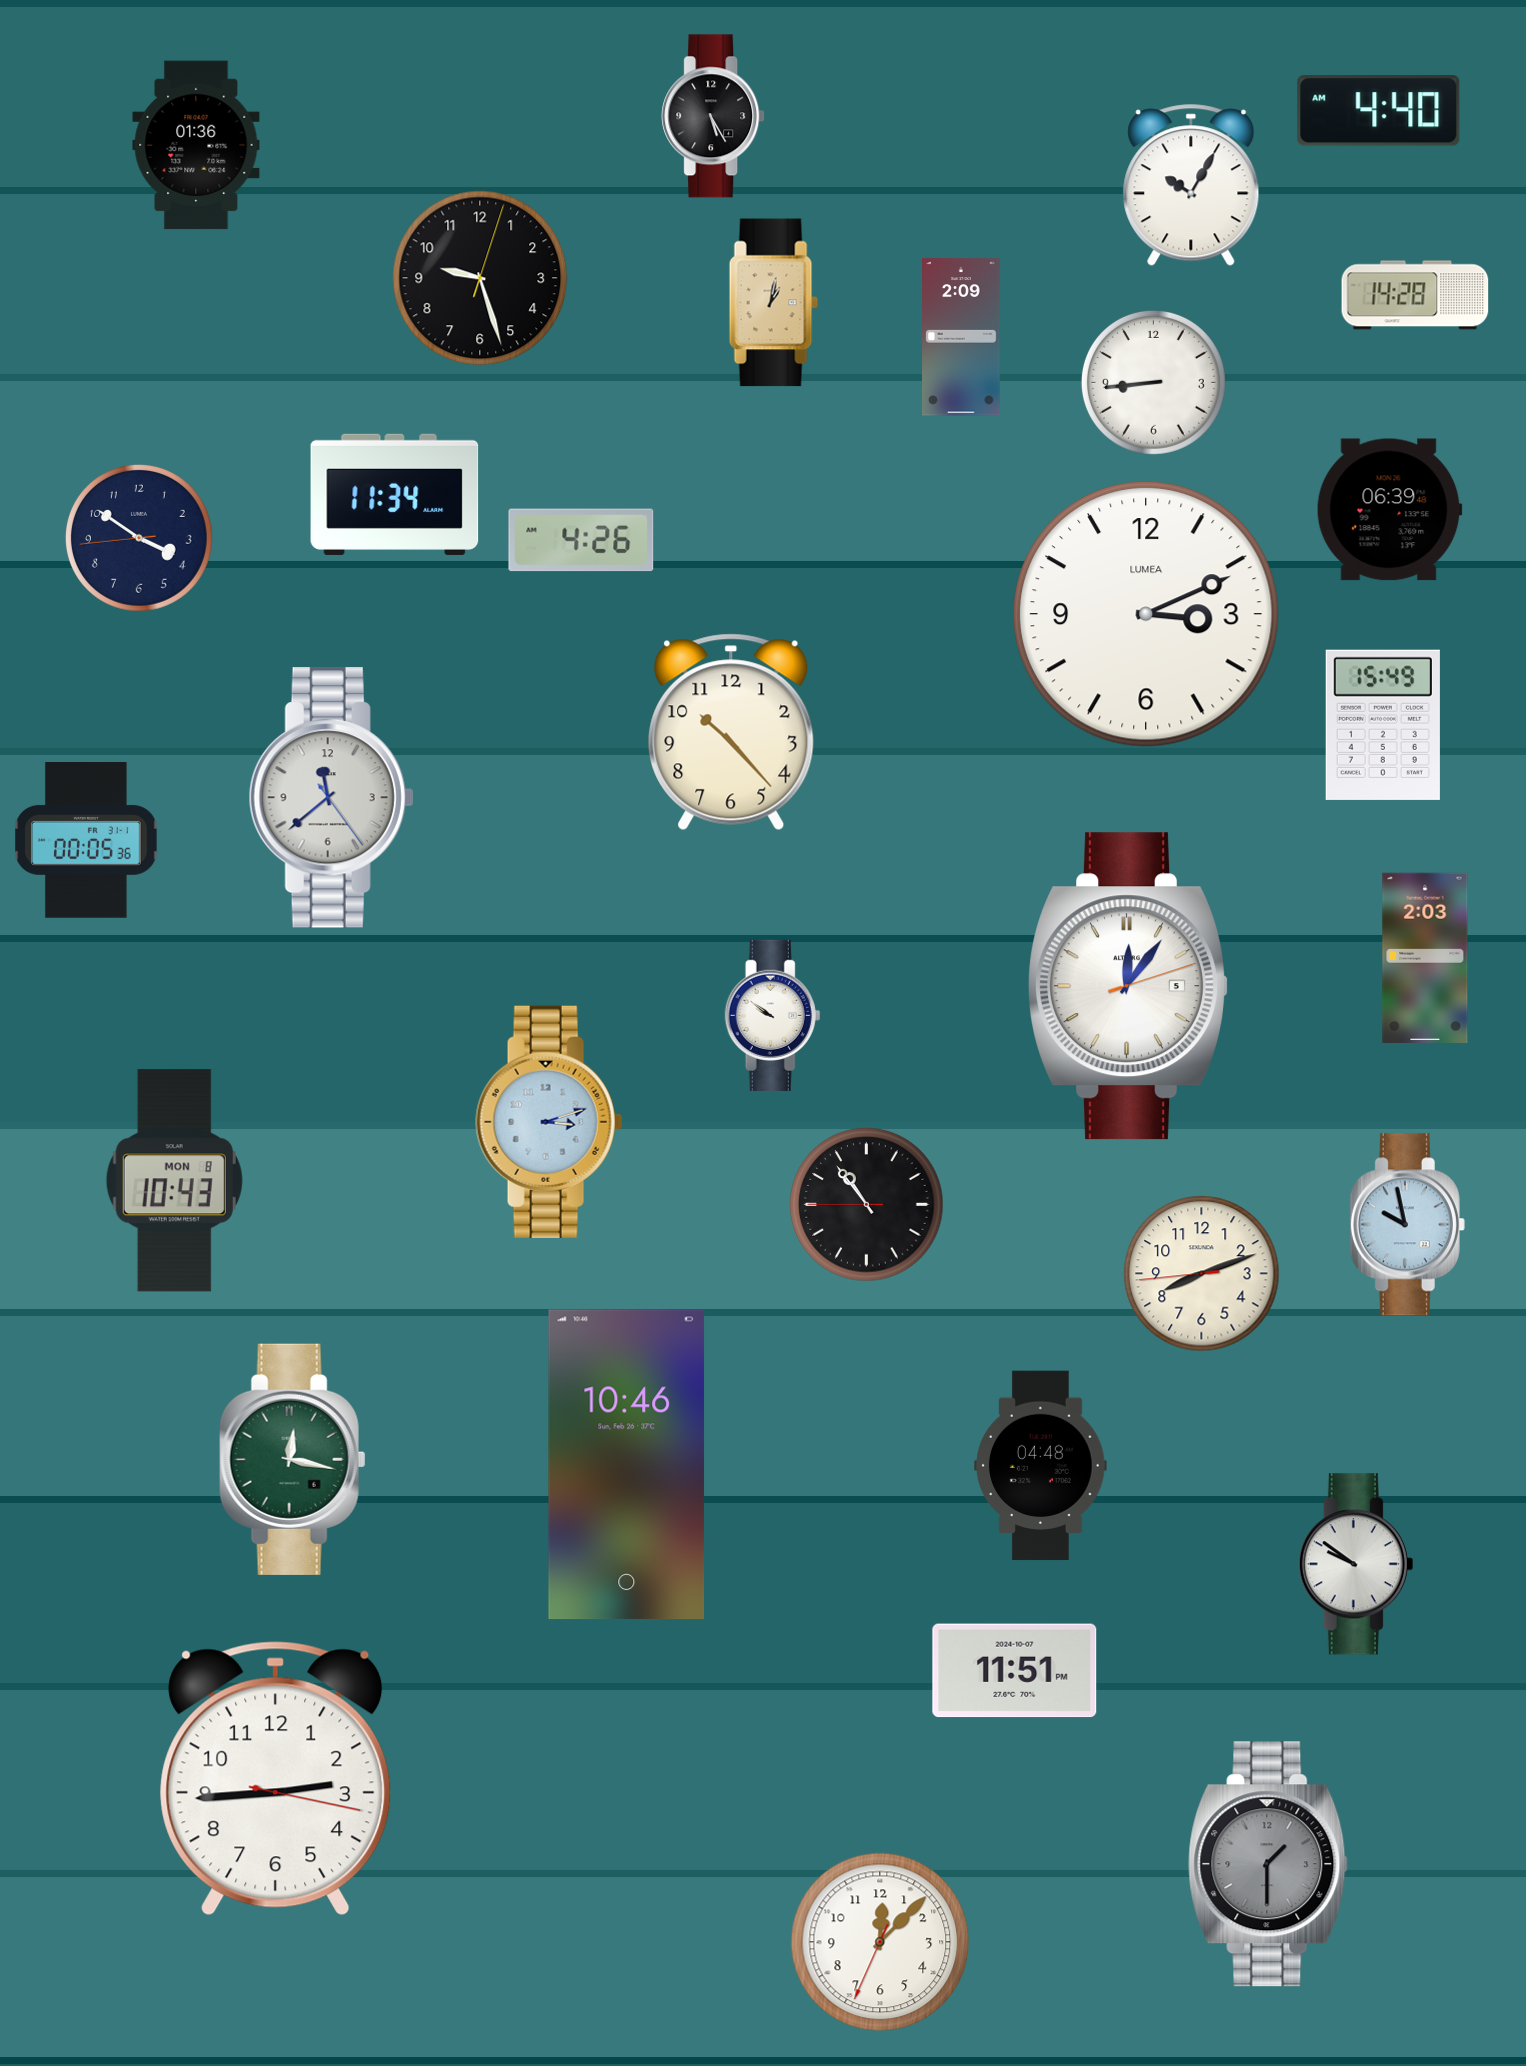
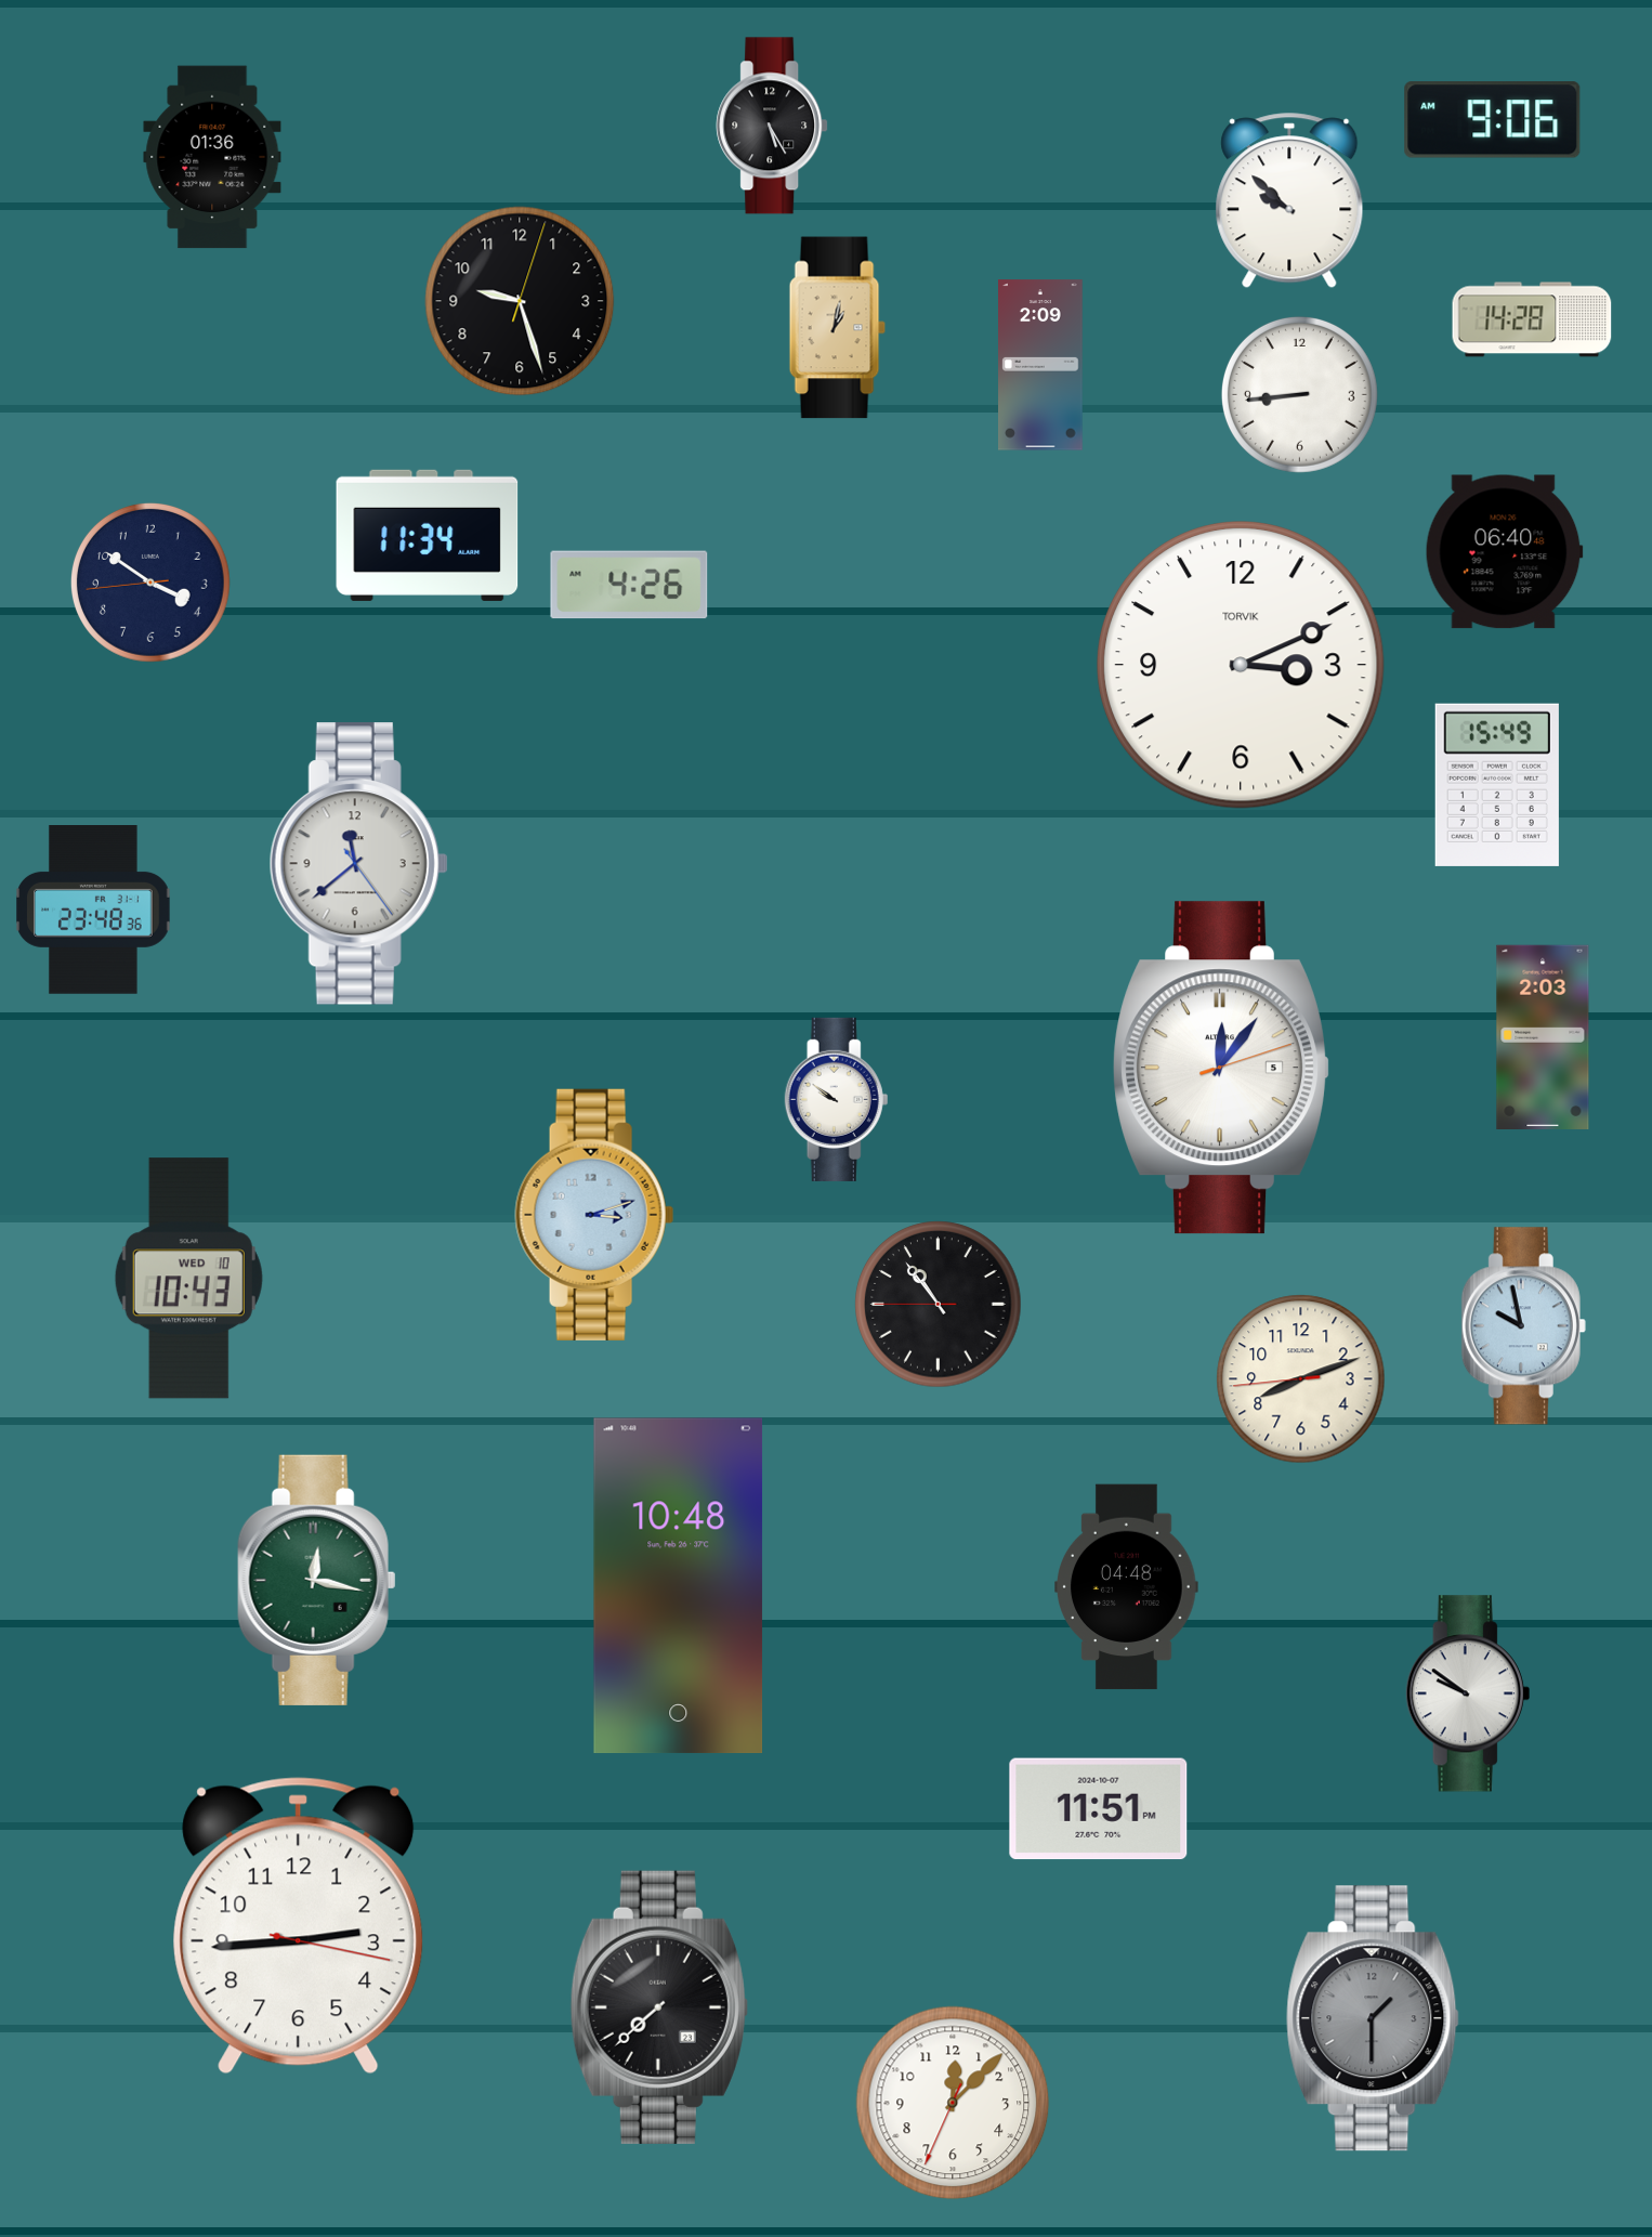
clock at (1379, 111): 4:40 -> 9:06
clock at (1191, 185): 10:05 -> 9:52
clock at (1153, 382) position: (1153, 382) -> (1299, 394)
clock at (1389, 510): 06:39 -> 06:40
clock at (1147, 615) brand: LUMEA -> TORVIK
clock at (731, 732): 10:23 -> none
clock at (86, 841): 00:05 -> 23:48
clock at (174, 1181) date: MON 8 -> WED 10
clock at (627, 1465): 10:46 -> 10:48
clock at (659, 2007): none -> 7:38
